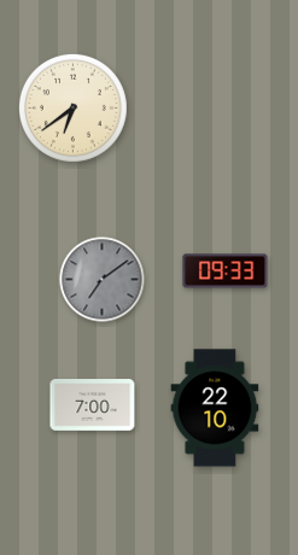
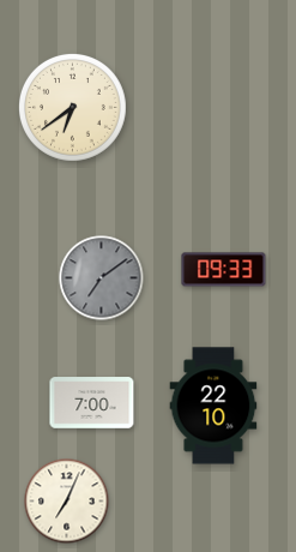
clock at (67, 502): none -> 7:04
